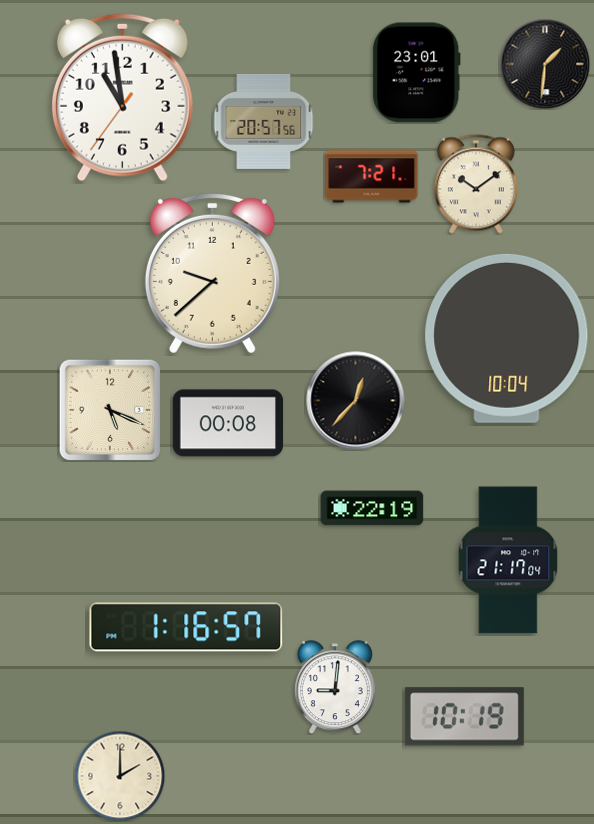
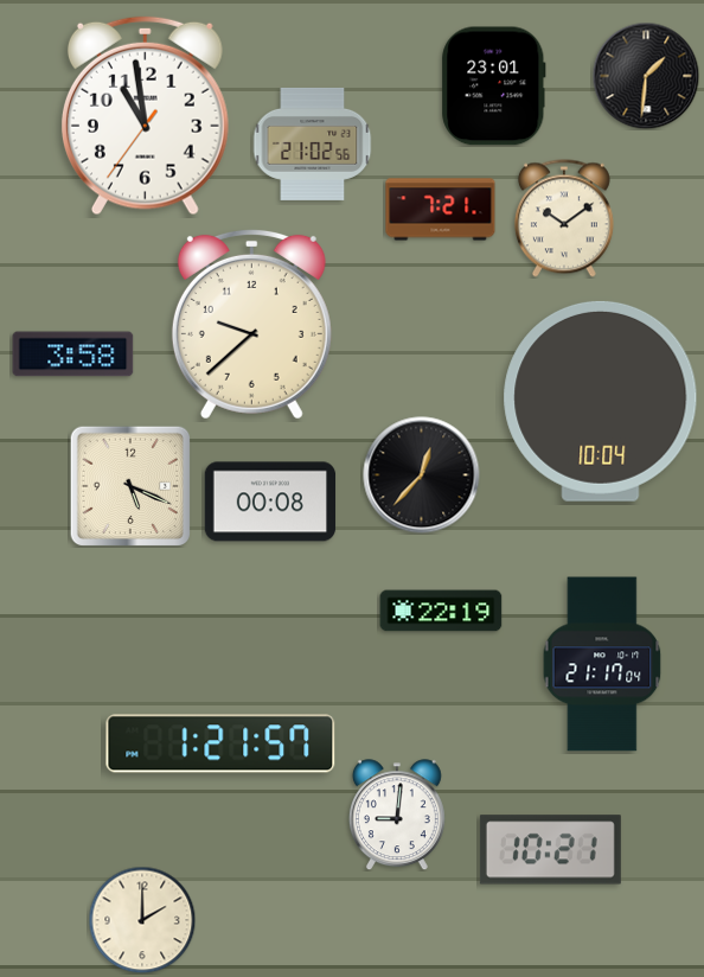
clock at (263, 121): 20:57 -> 21:02
clock at (73, 355): none -> 3:58
clock at (372, 508) position: (372, 508) -> (441, 611)
clock at (186, 627): 1:16 -> 1:21
clock at (464, 717): 10:19 -> 10:21
